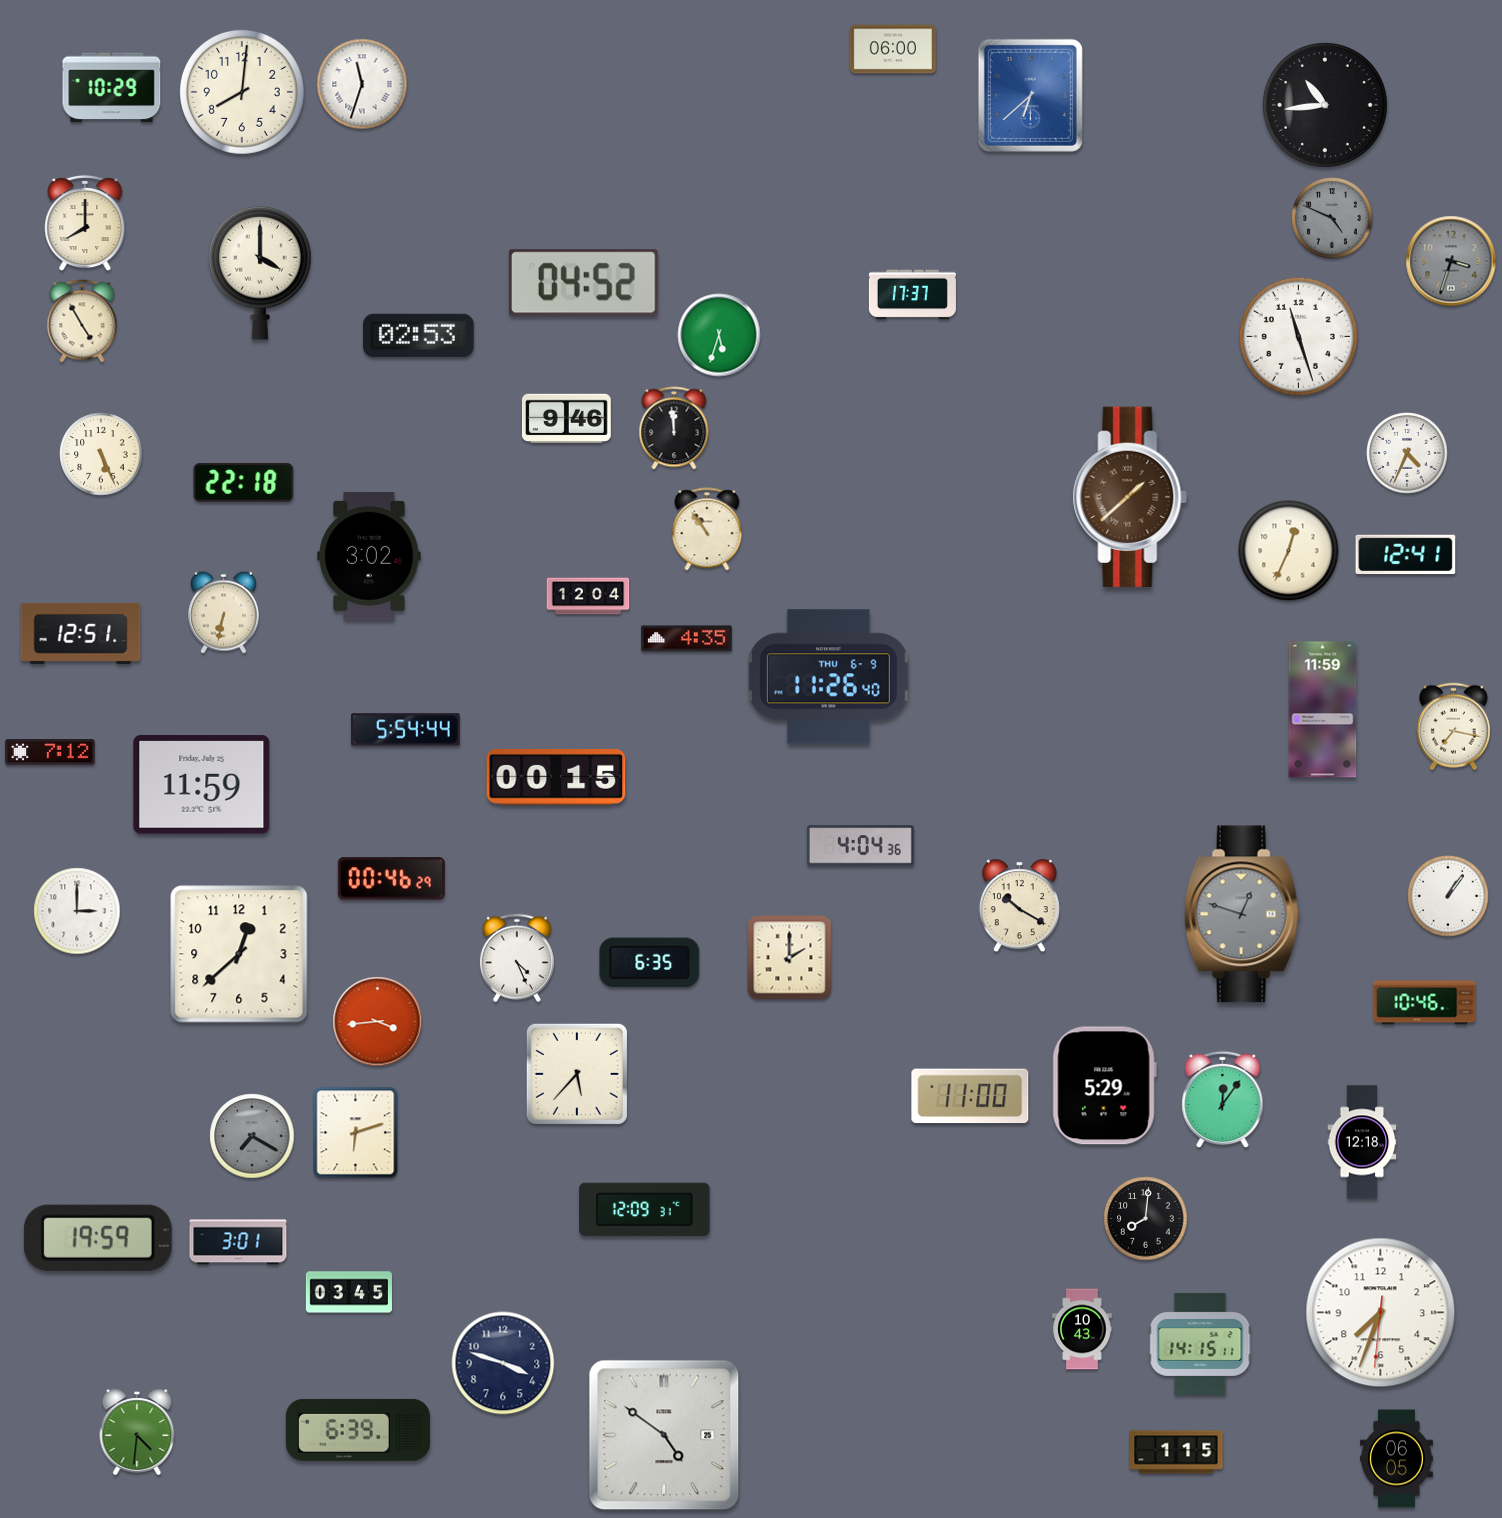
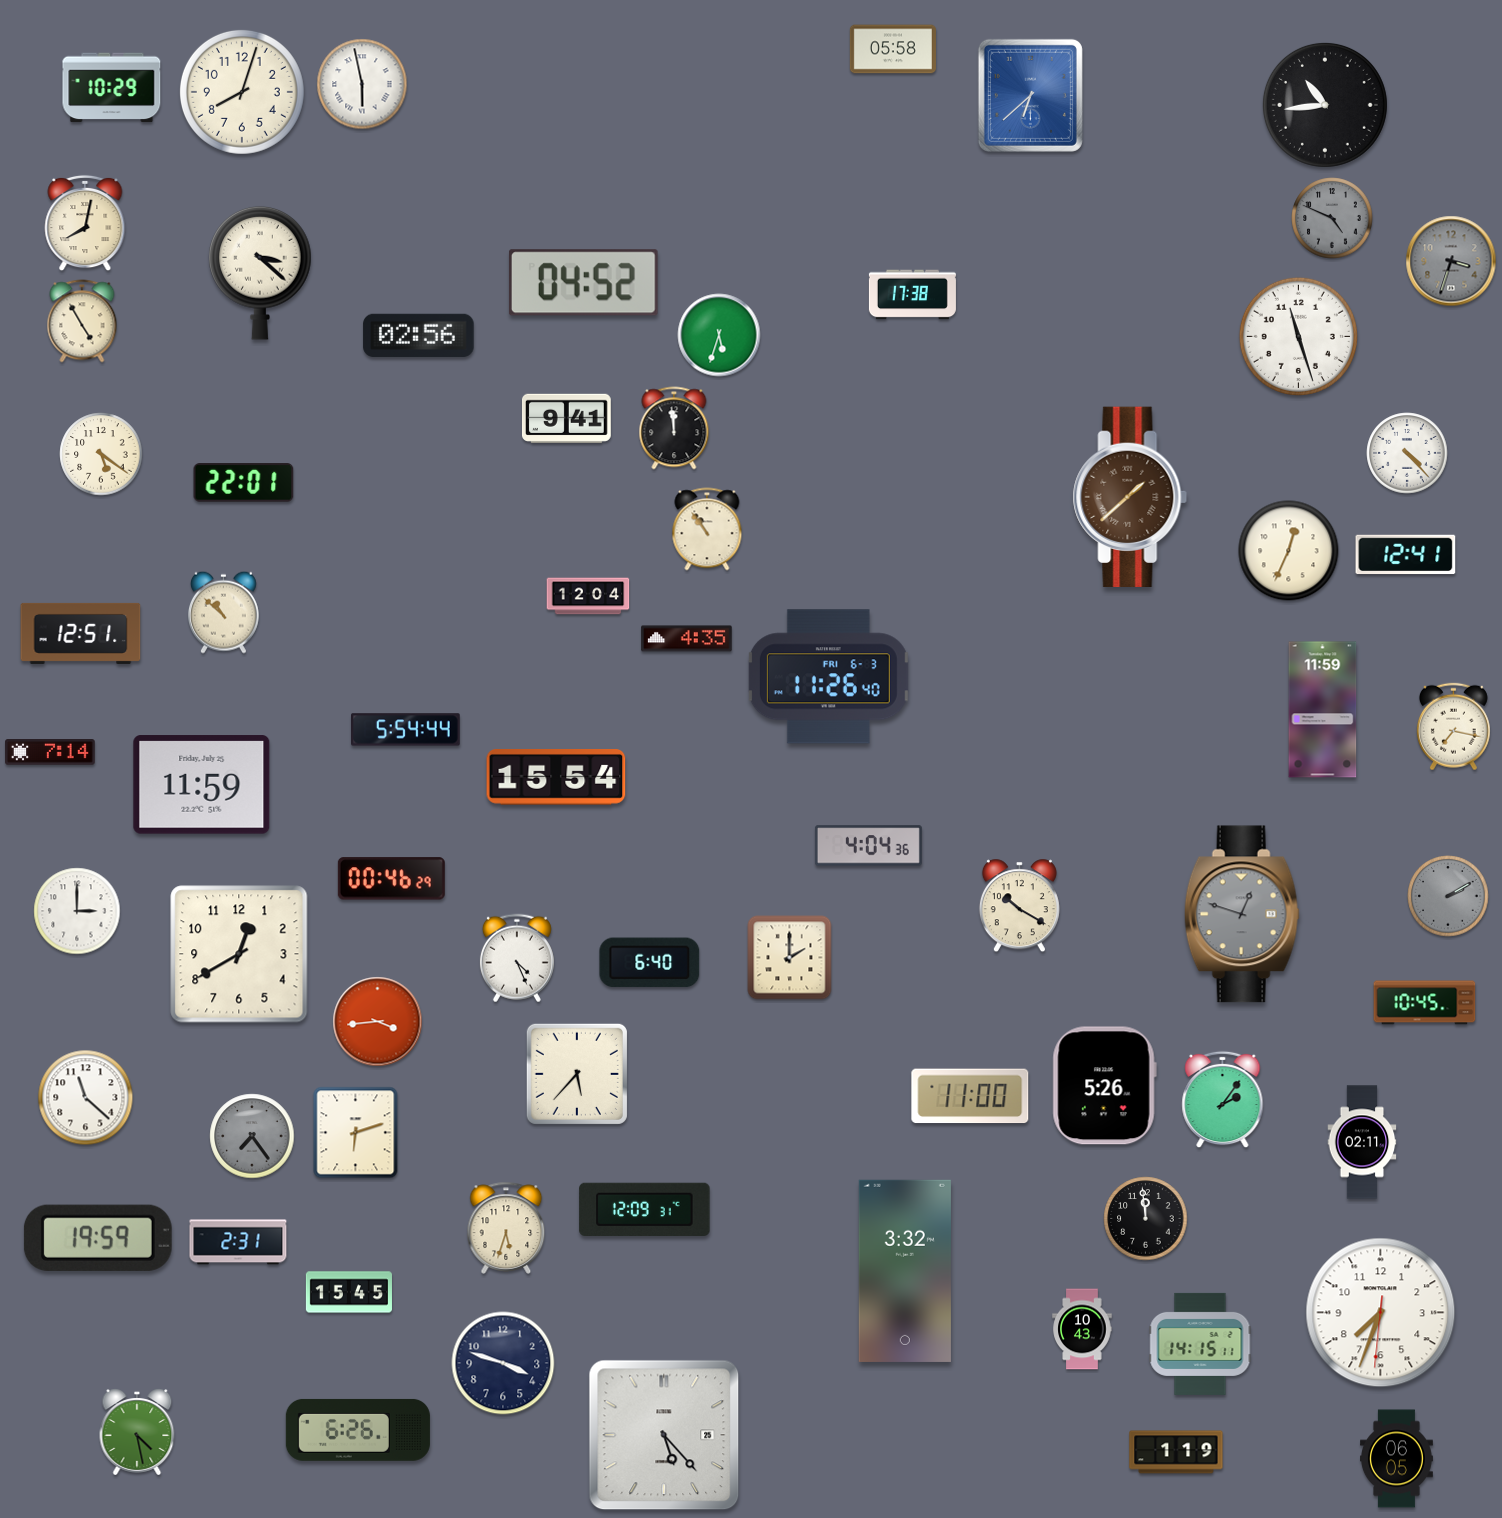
clock at (893, 49): 06:00 -> 05:58
clock at (362, 84): 11:33 -> 5:58
clock at (242, 92): 8:01 -> 8:03
clock at (85, 223): 8:00 -> 8:02
clock at (260, 273): 4:00 -> 3:22
clock at (912, 295): 17:37 -> 17:38
clock at (419, 335): 02:53 -> 02:56
clock at (566, 418): 9:46 -> 9:41
clock at (1407, 453): 4:34 -> 4:23
clock at (101, 454): 5:26 -> 5:21
clock at (244, 483): 22:18 -> 22:01
clock at (369, 556): 3:02 -> none
clock at (223, 612): 6:32 -> 10:52
clock at (828, 677) date: THU 6-9 -> FRI 6-3
clock at (50, 752): 7:12 -> 7:14
clock at (556, 778): 00:15 -> 15:54
clock at (860, 846) position: (860, 846) -> (868, 846)
clock at (1448, 896): 1:06 -> 2:10
clock at (1448, 896) dial: white -> grey
clock at (239, 954): 12:38 -> 12:40
clock at (650, 963): 6:35 -> 6:40
clock at (1425, 1003): 10:46 -> 10:45
clock at (1104, 1086): 5:29 -> 5:26
clock at (86, 1098): none -> 11:22
clock at (1223, 1100): 12:06 -> 2:06
clock at (252, 1136): 7:20 -> 7:24
clock at (1362, 1142): 12:18 -> 02:11
clock at (1146, 1219): 8:01 -> 11:59
clock at (506, 1228): none -> 5:33
clock at (238, 1242): 3:01 -> 2:31
clock at (905, 1271): none -> 3:32
clock at (349, 1292): 03:45 -> 15:45
clock at (358, 1430): 6:39 -> 6:26
clock at (137, 1432): 4:31 -> 4:28
clock at (664, 1435): 4:51 -> 5:23
clock at (1176, 1452): 1:15 -> 1:19
